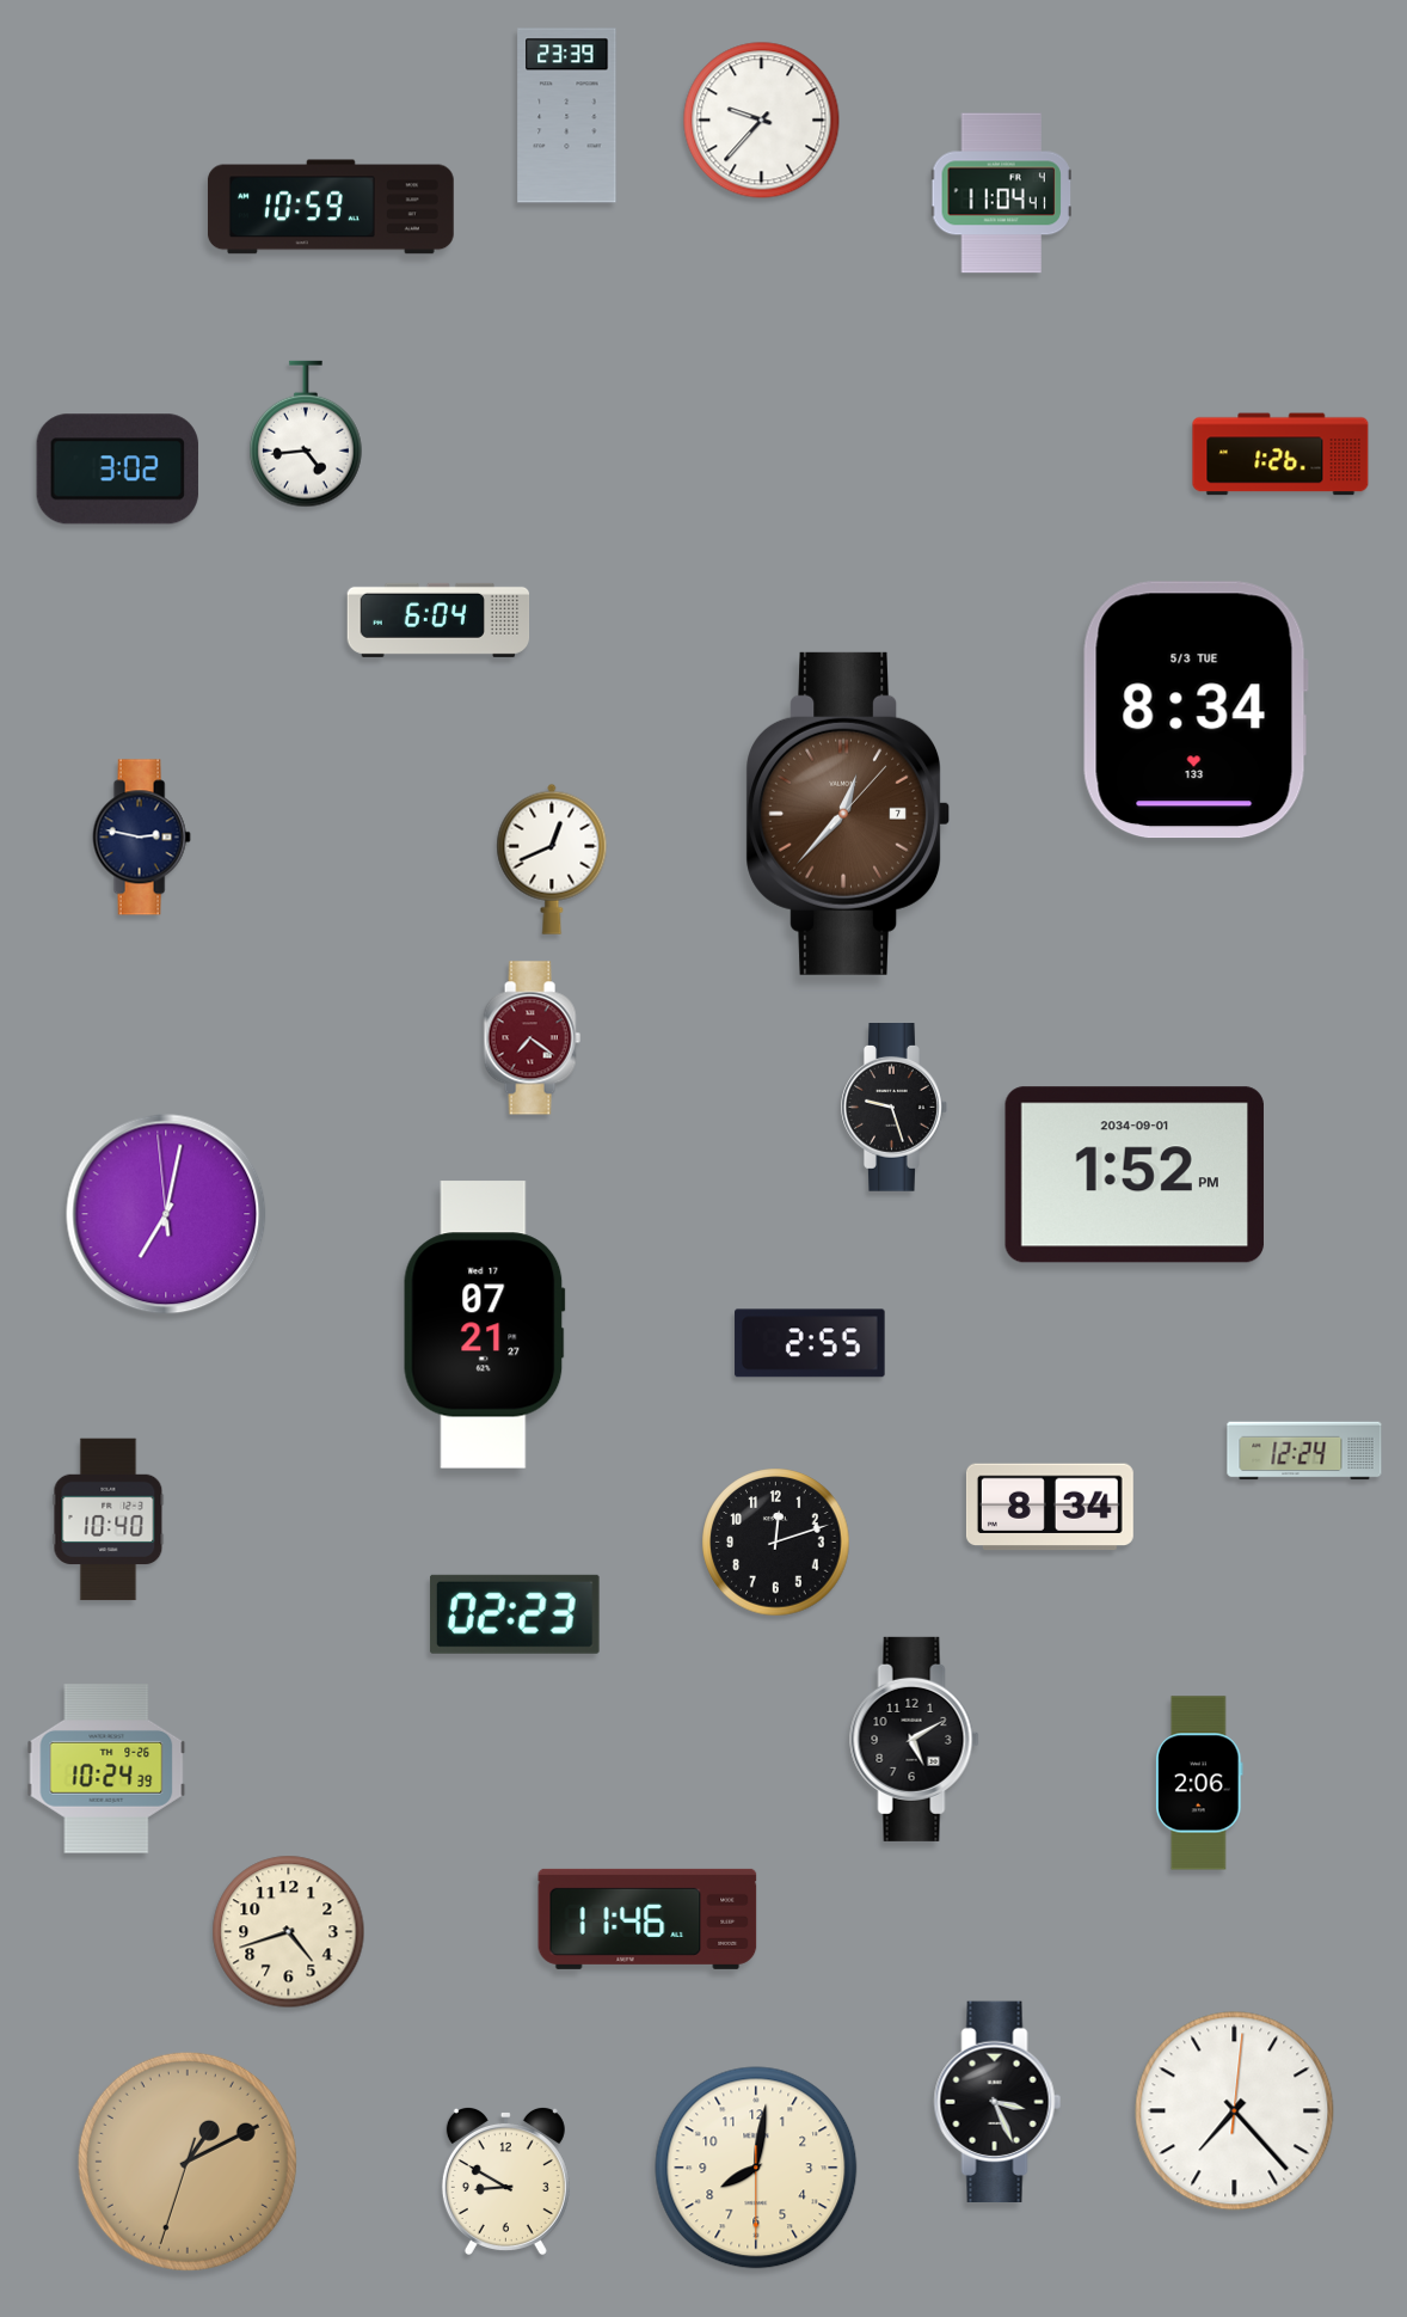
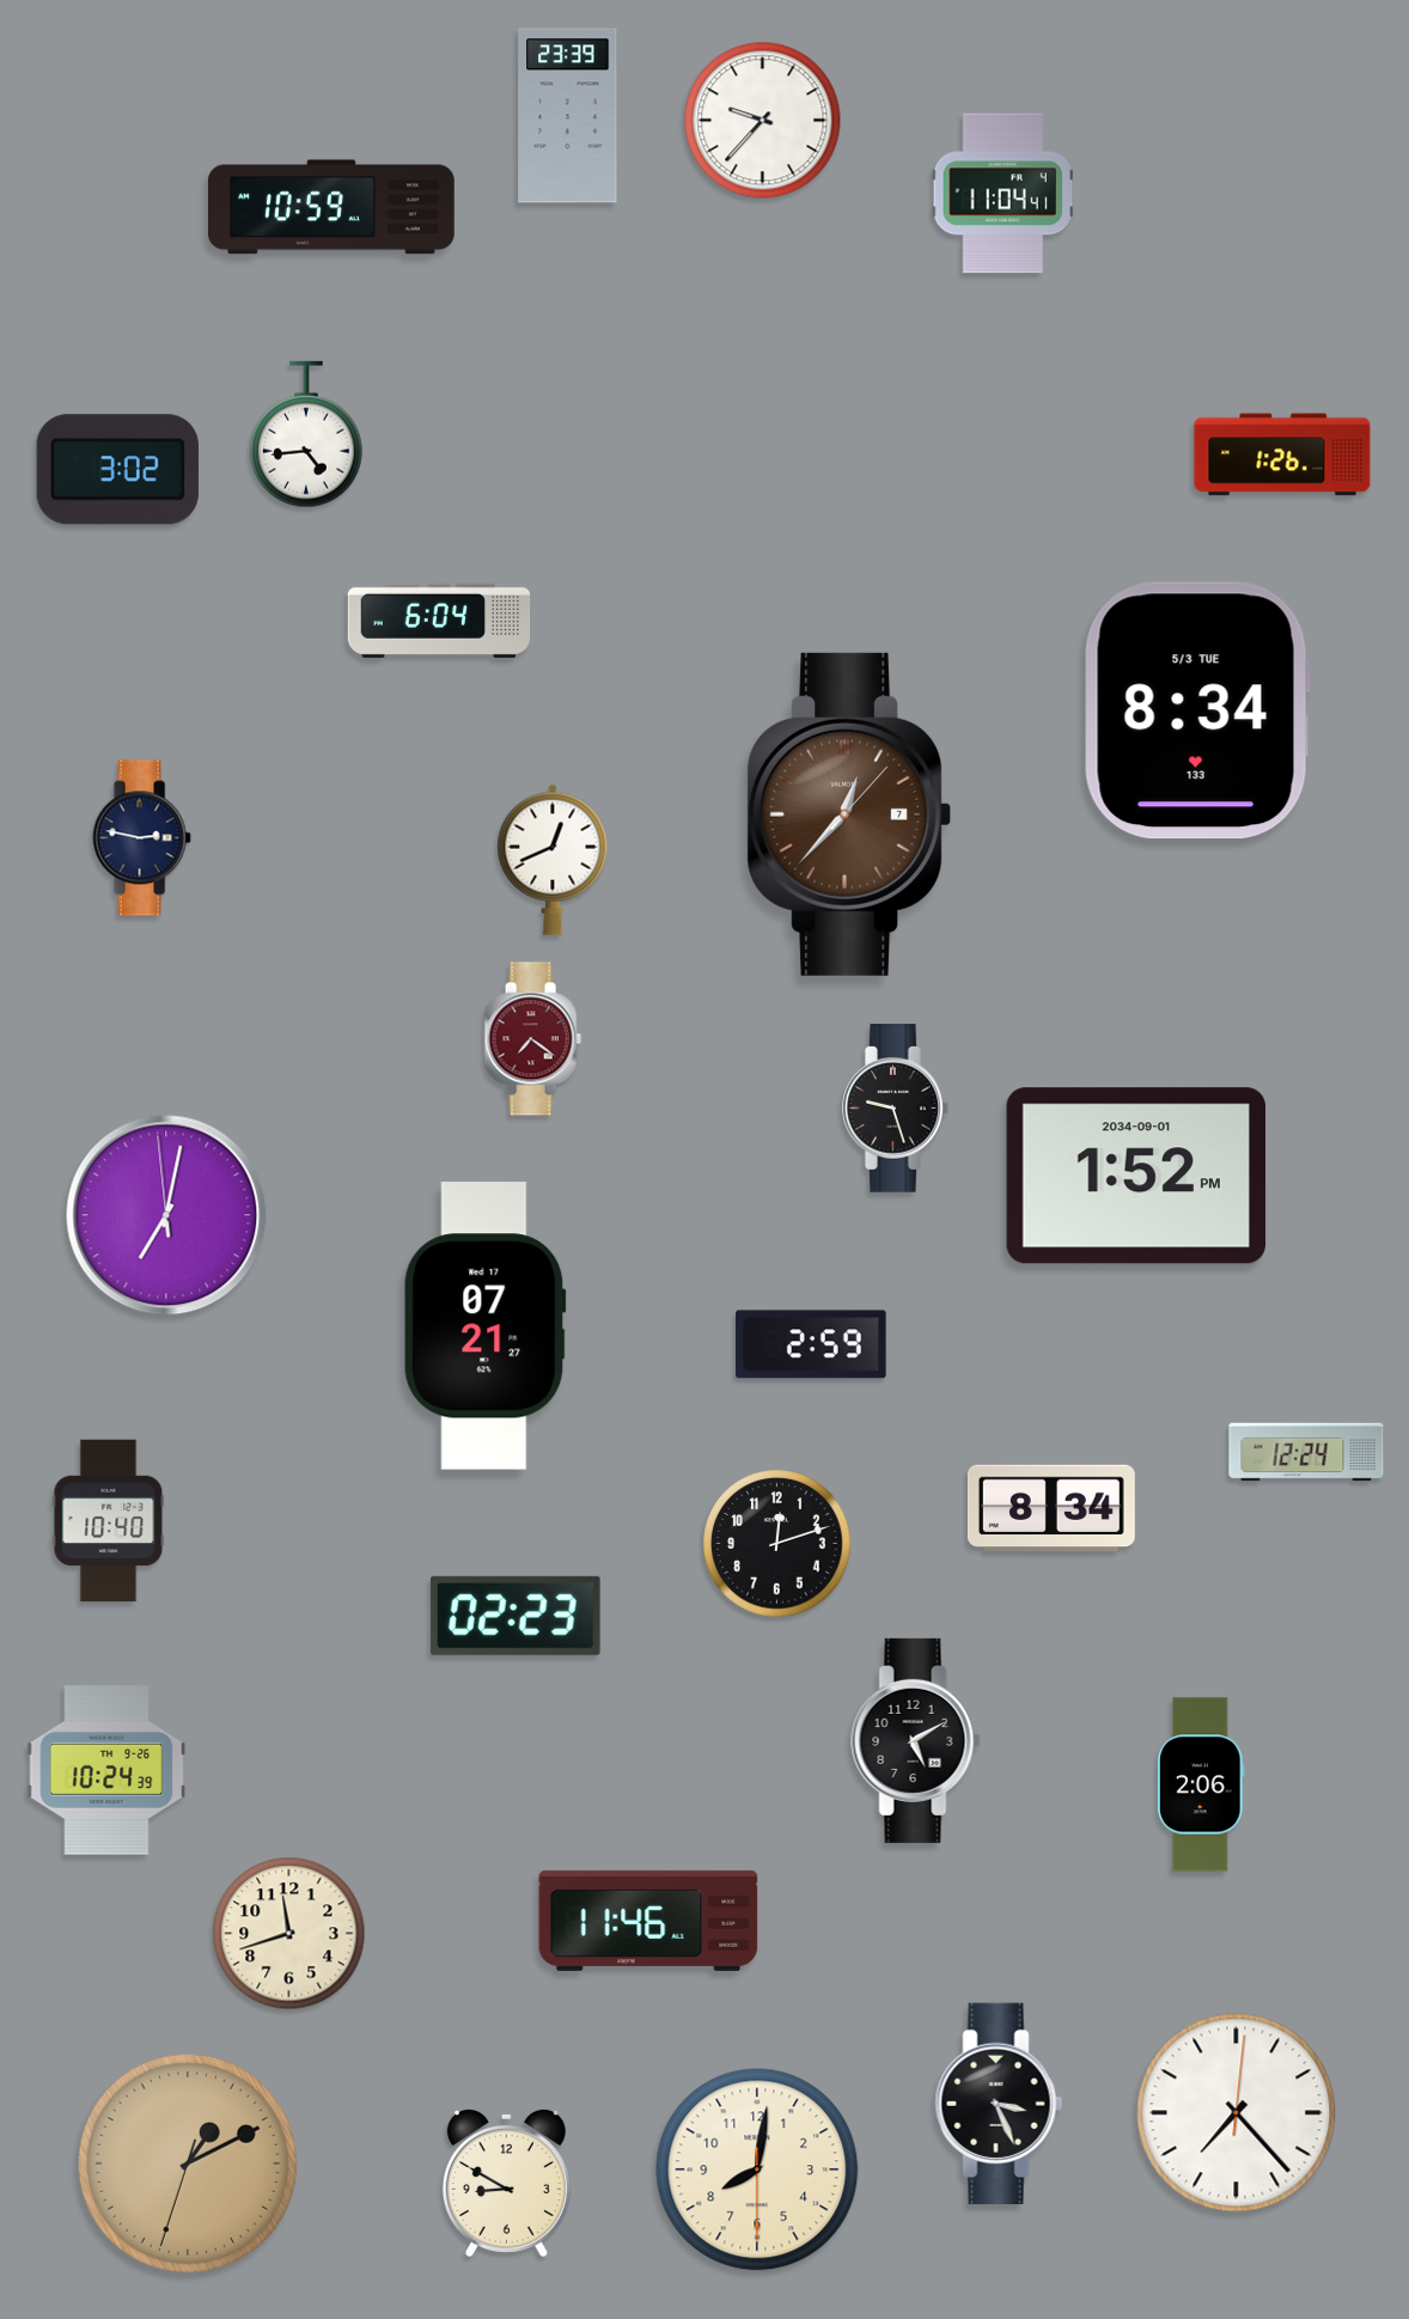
clock at (810, 1343): 2:55 -> 2:59
clock at (289, 1932): 4:42 -> 11:42
